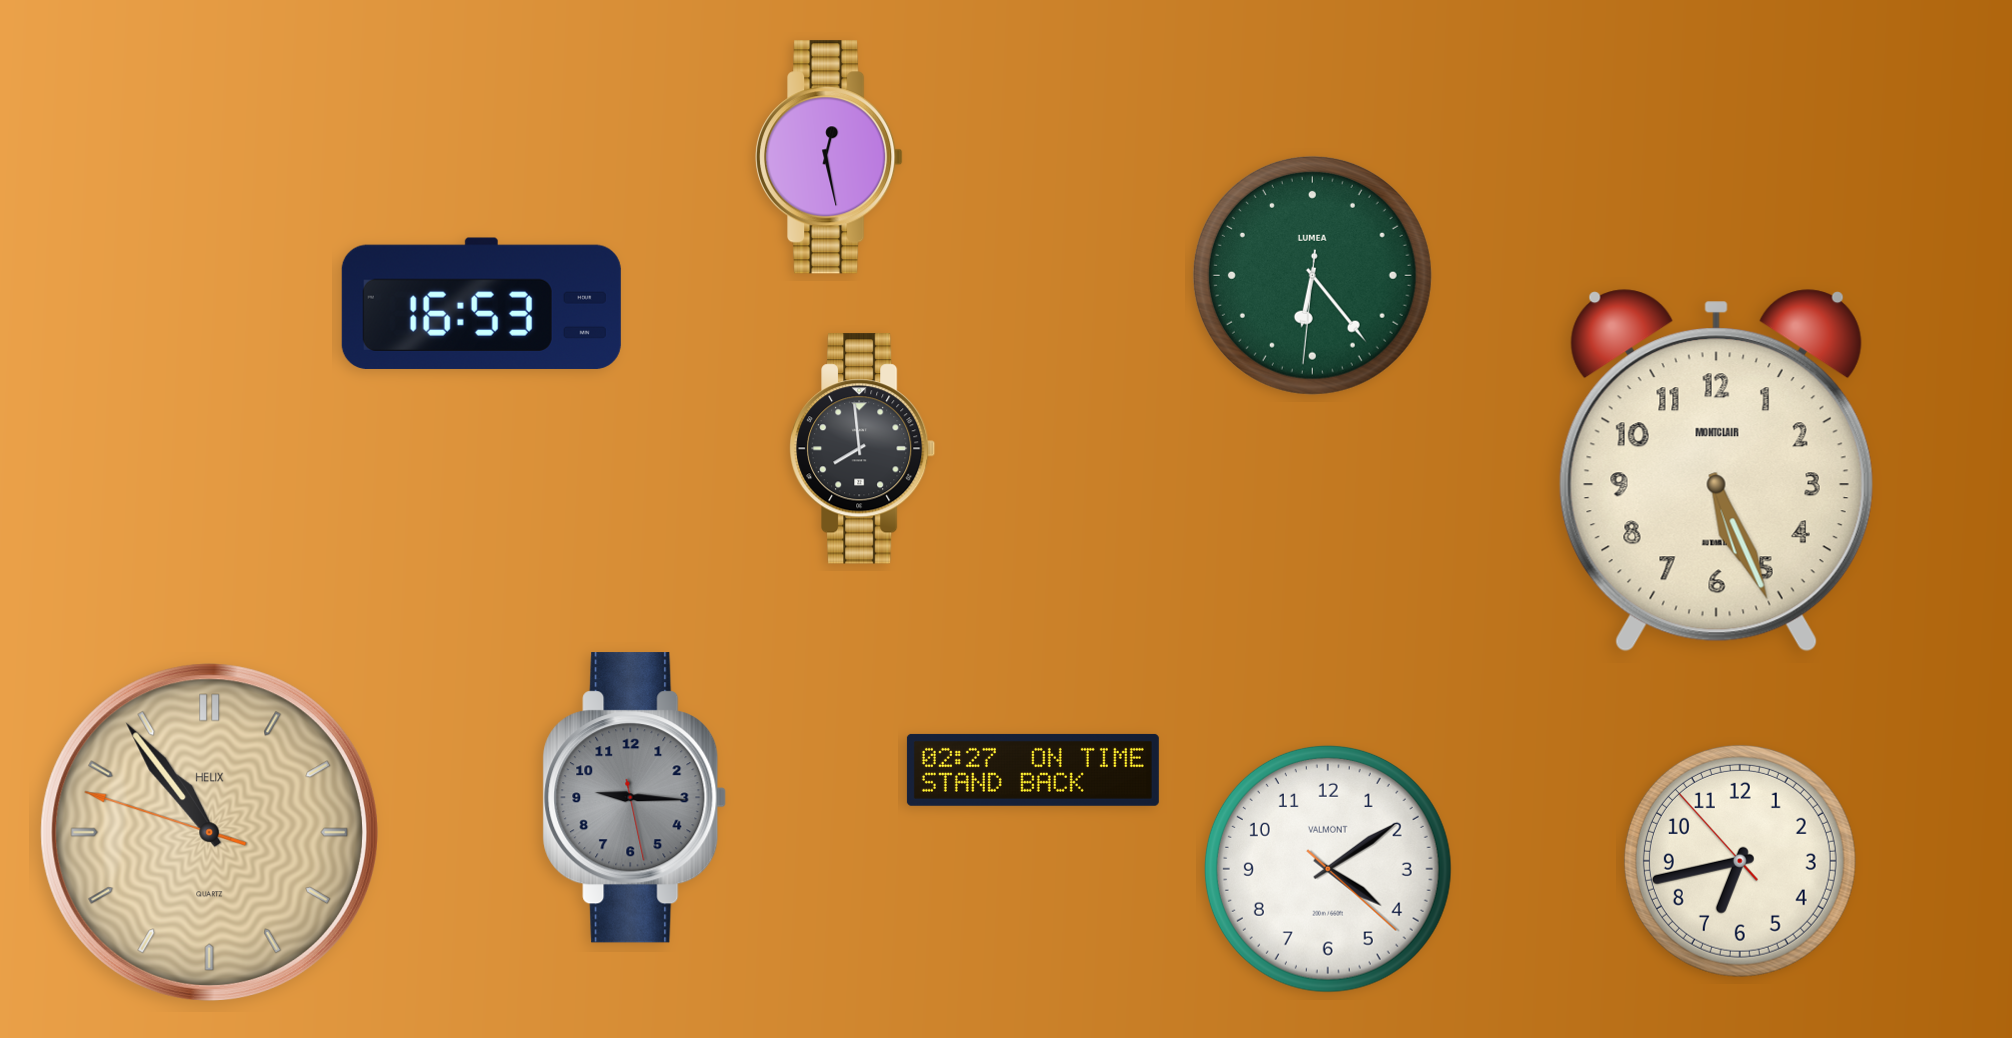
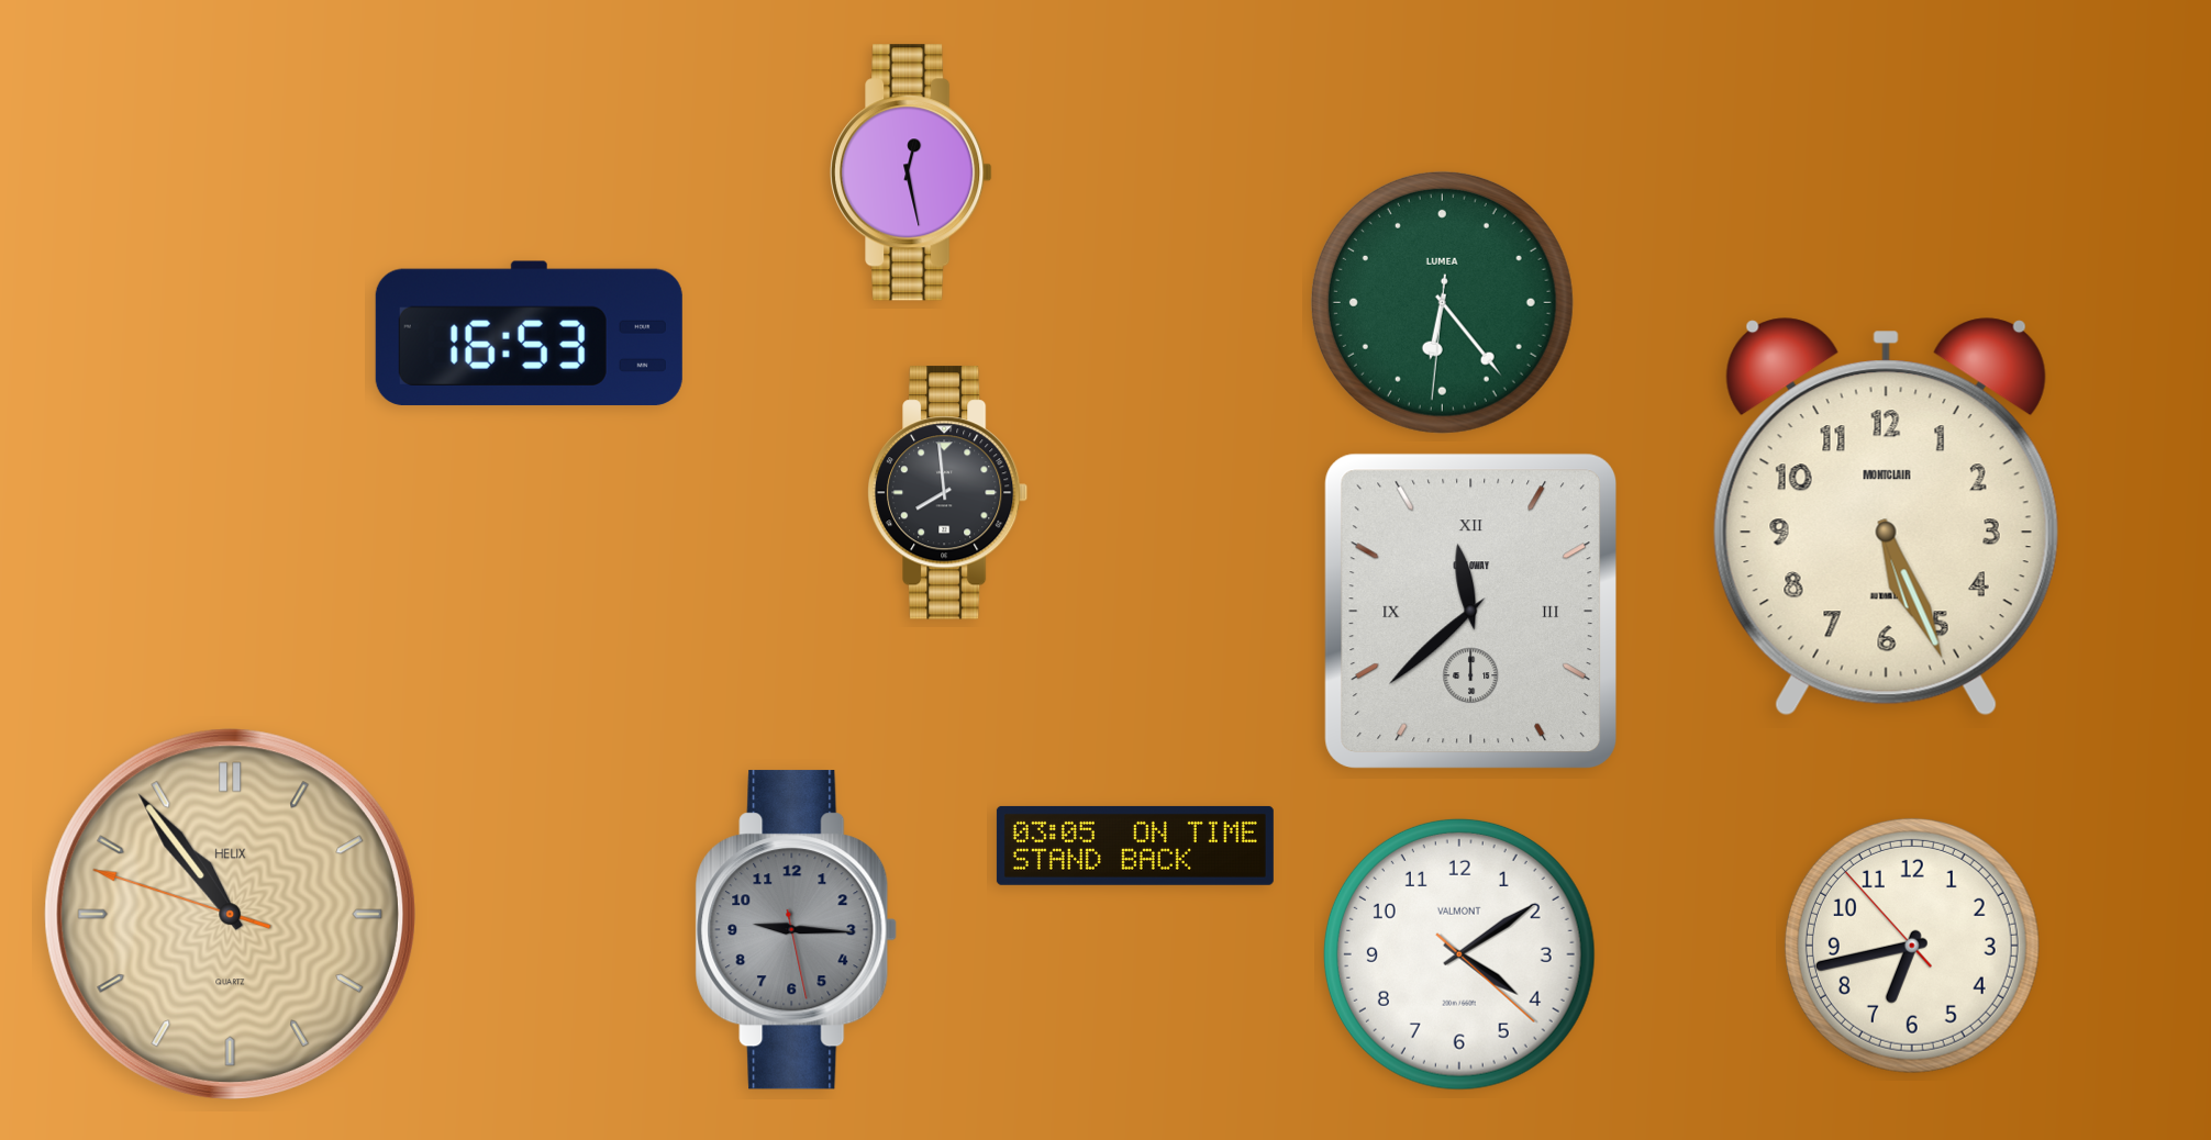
clock at (1470, 611): none -> 11:38
clock at (1033, 770): 02:27 -> 03:05
clock at (635, 798) position: (635, 798) -> (797, 930)
